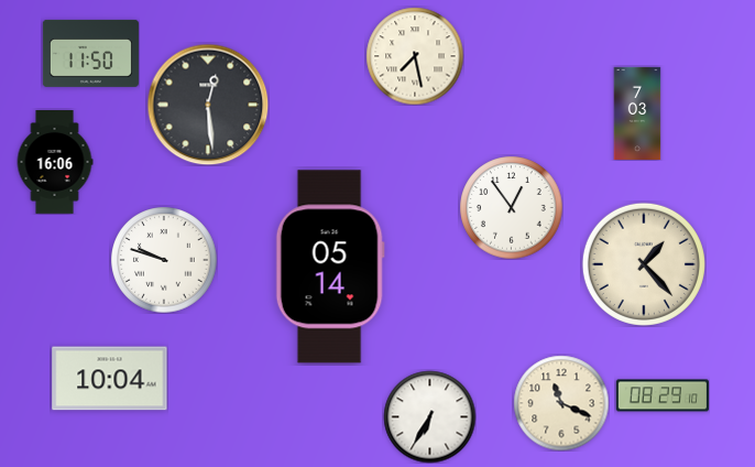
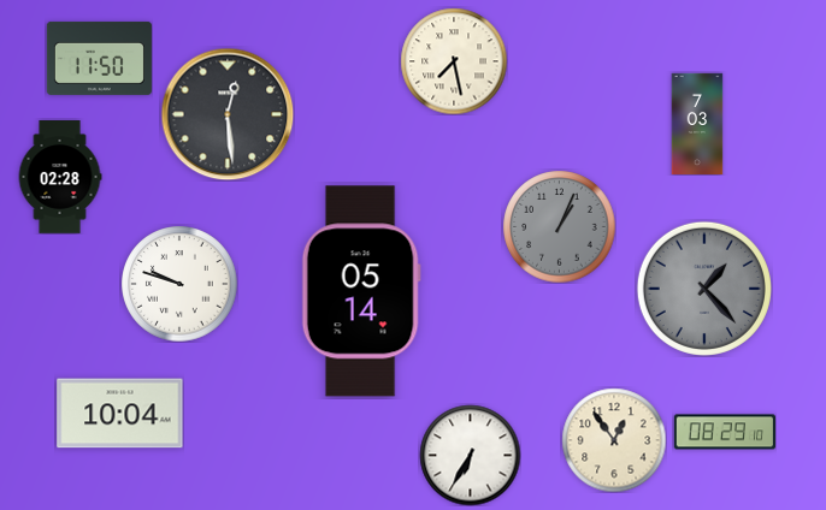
clock at (55, 163): 16:06 -> 02:28
clock at (511, 207): 12:54 -> 1:04
clock at (511, 207) dial: white -> grey
clock at (644, 264) dial: cream -> grey
clock at (561, 403): 11:19 -> 12:54
